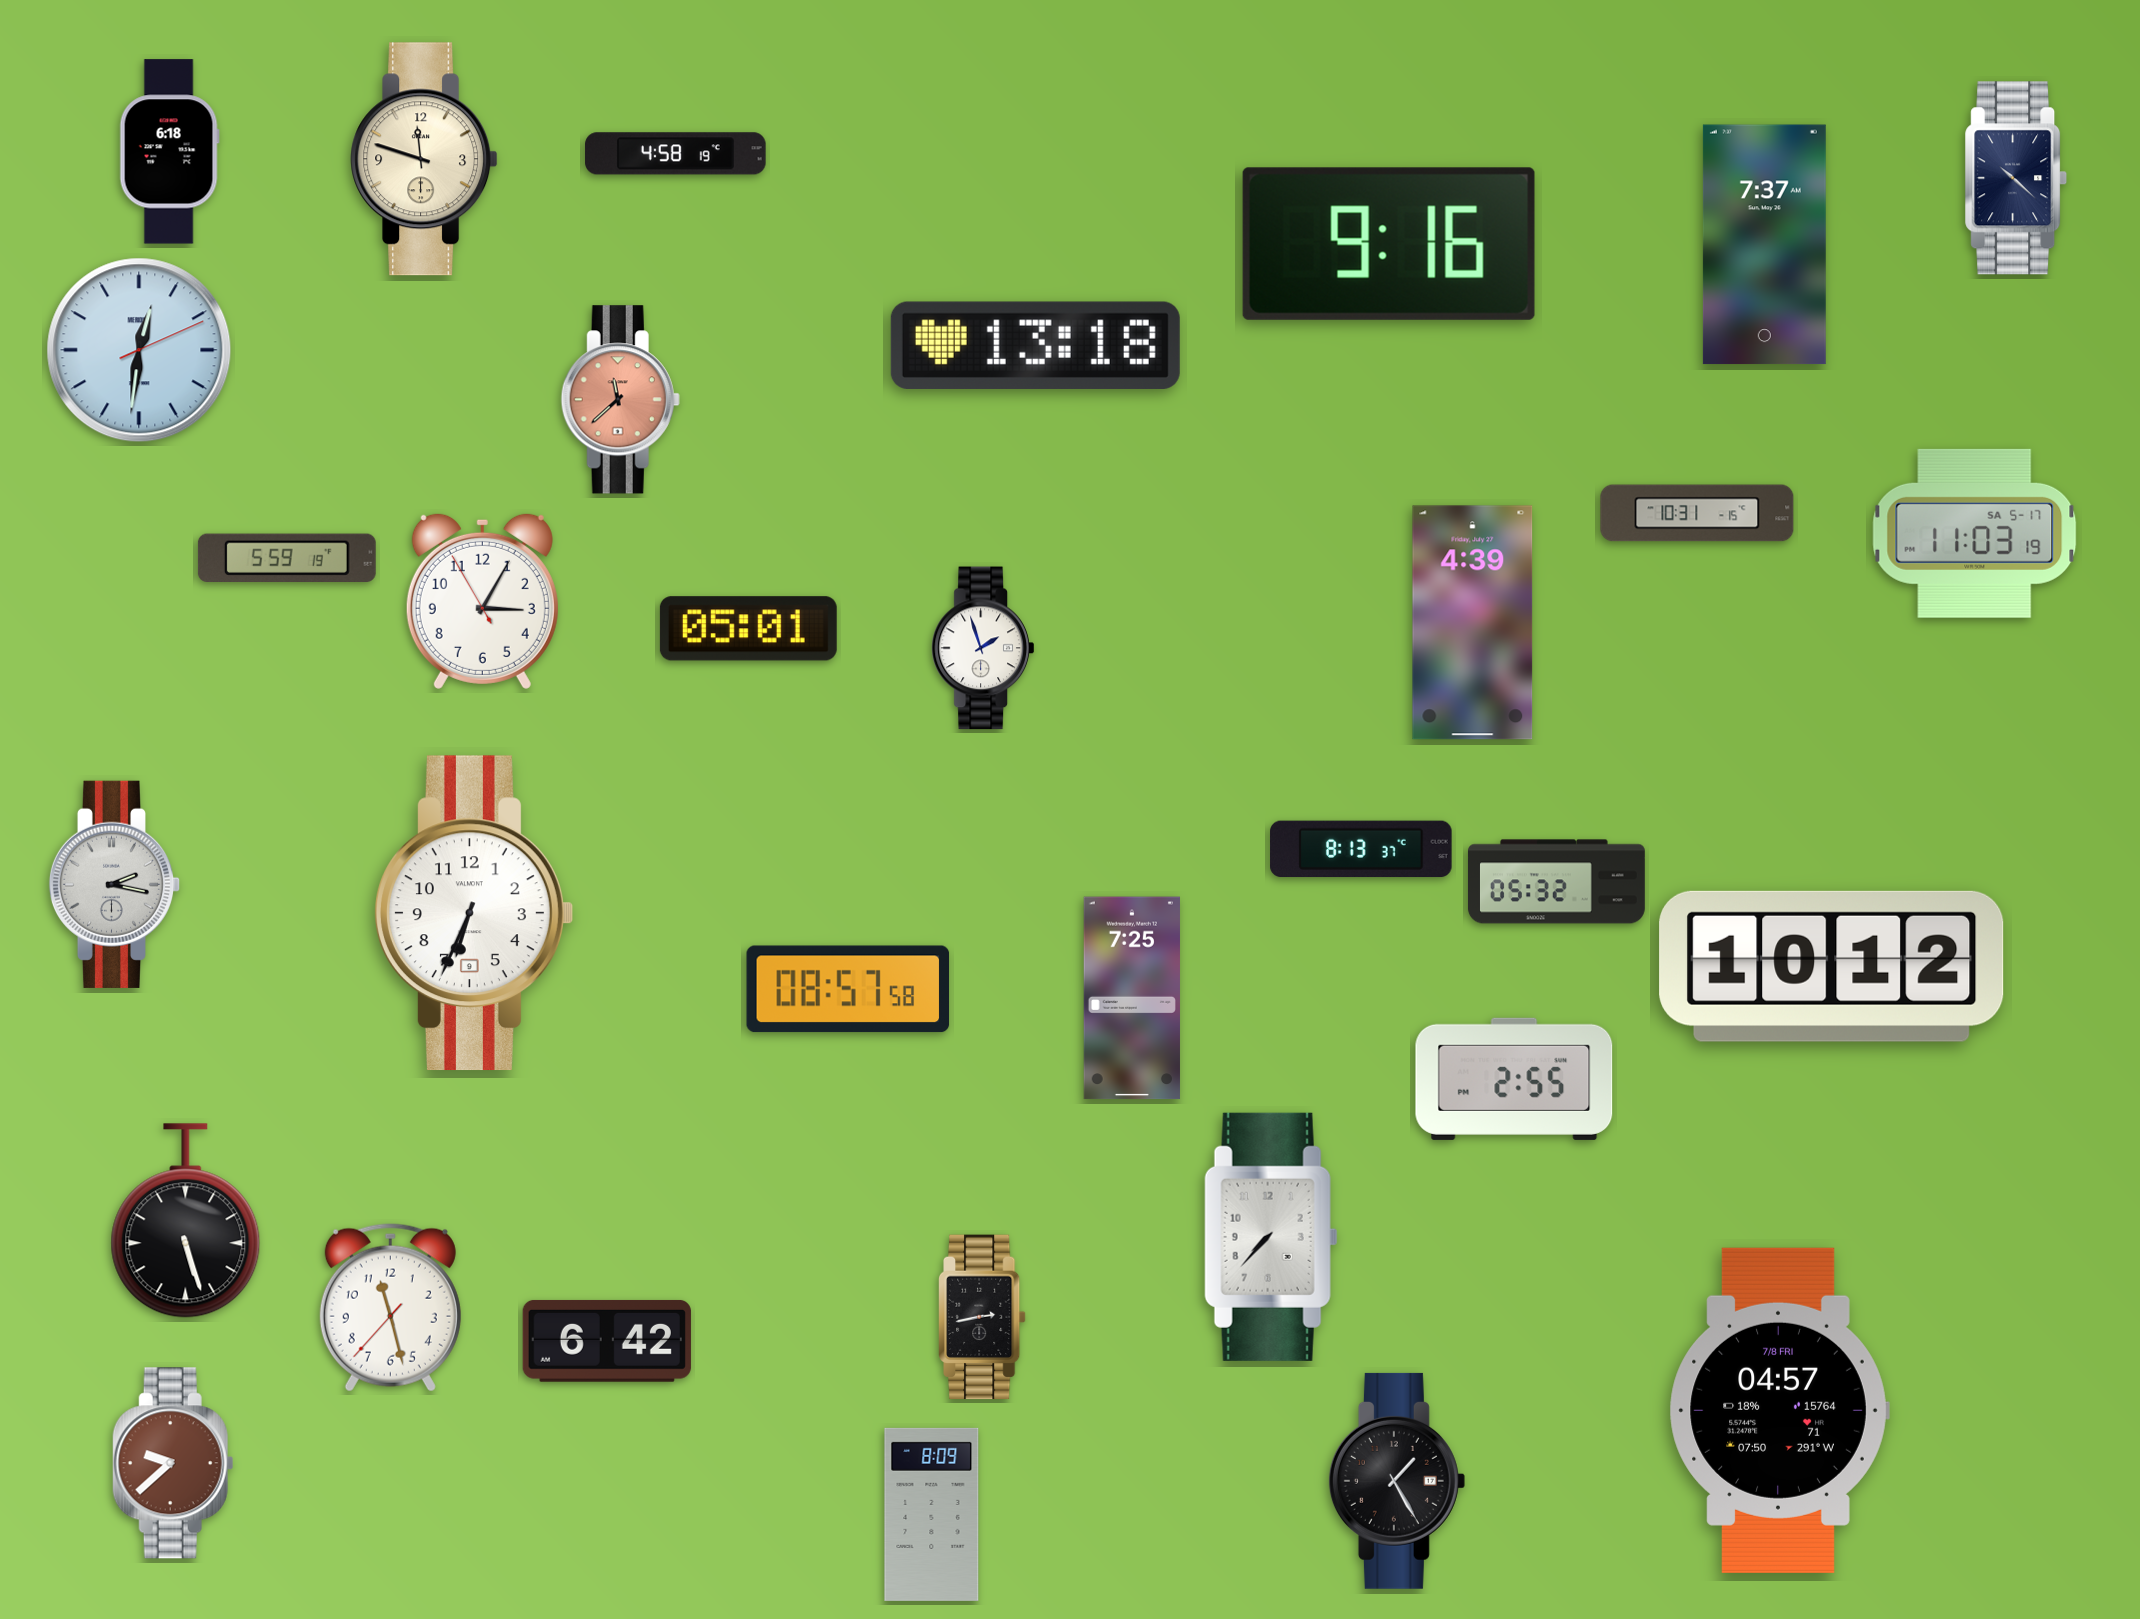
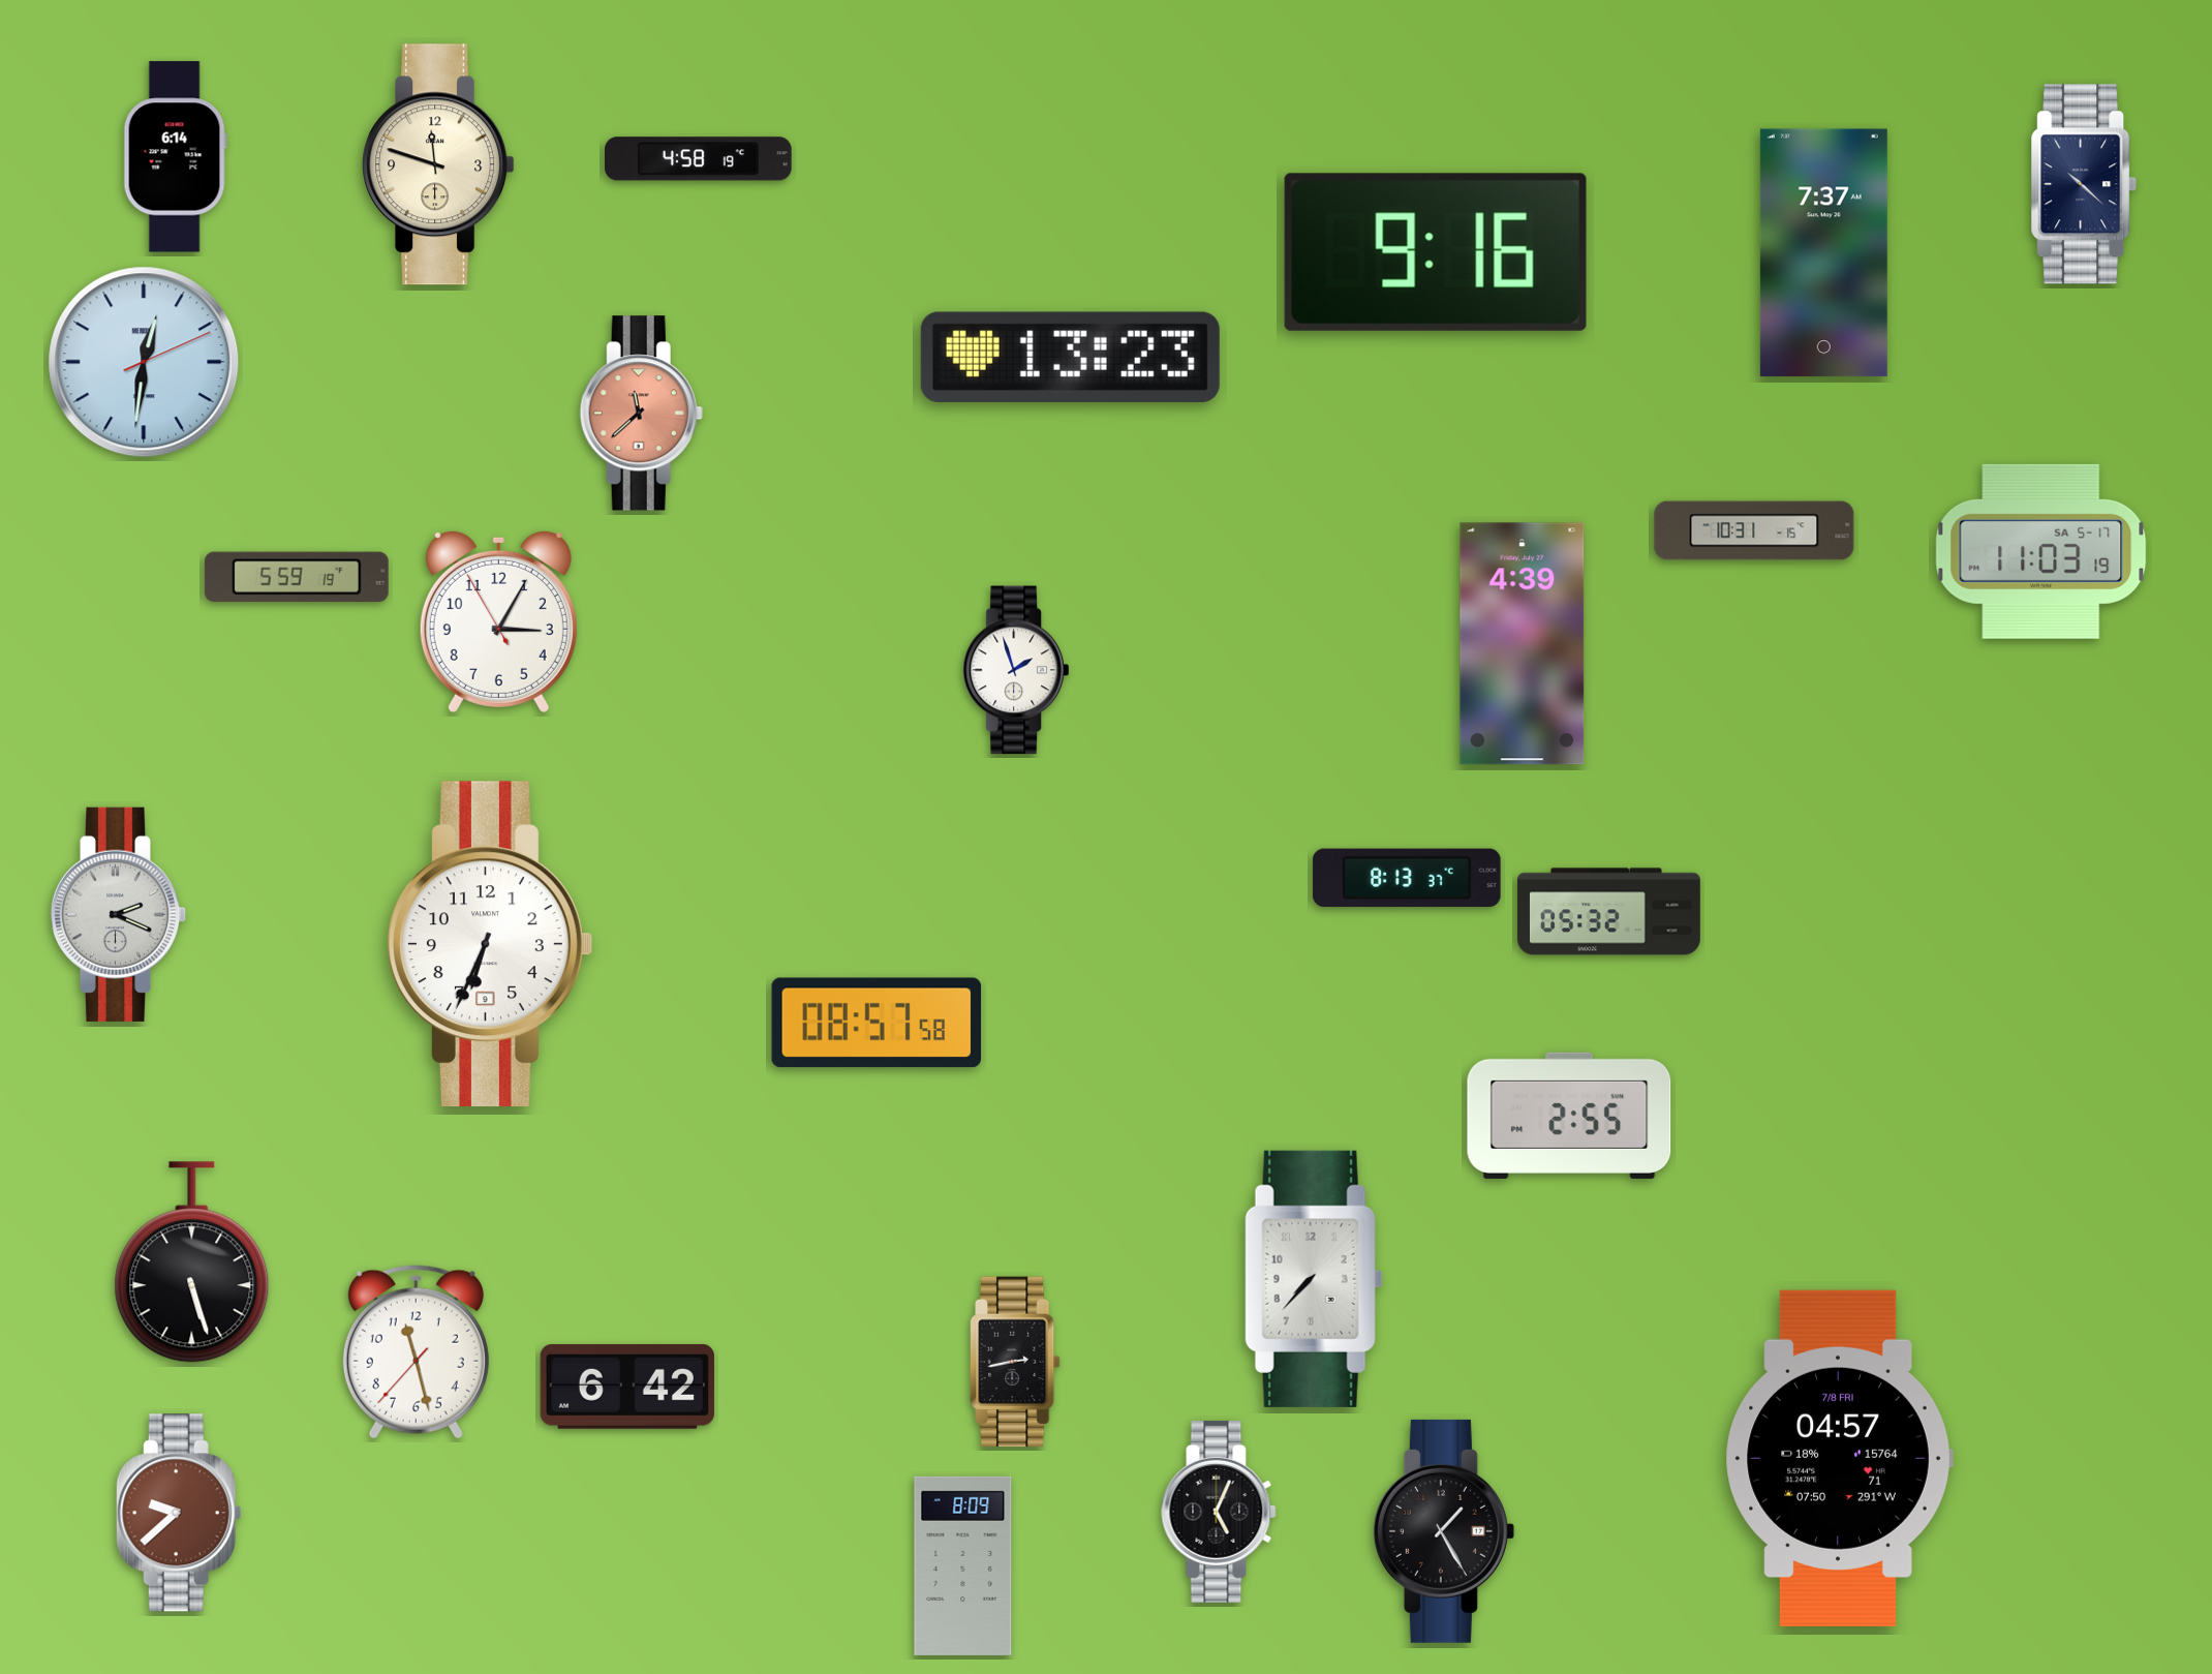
clock at (169, 152): 6:18 -> 6:14
clock at (1035, 345): 13:18 -> 13:23
clock at (748, 629): 05:01 -> none
clock at (115, 884): 2:17 -> 2:19
clock at (1832, 966): 10:12 -> none
clock at (1132, 998): 7:25 -> none
clock at (1514, 1079) position: (1514, 1079) -> (1569, 1116)
clock at (390, 1308) position: (390, 1308) -> (416, 1352)
clock at (1219, 1512): none -> 5:04
